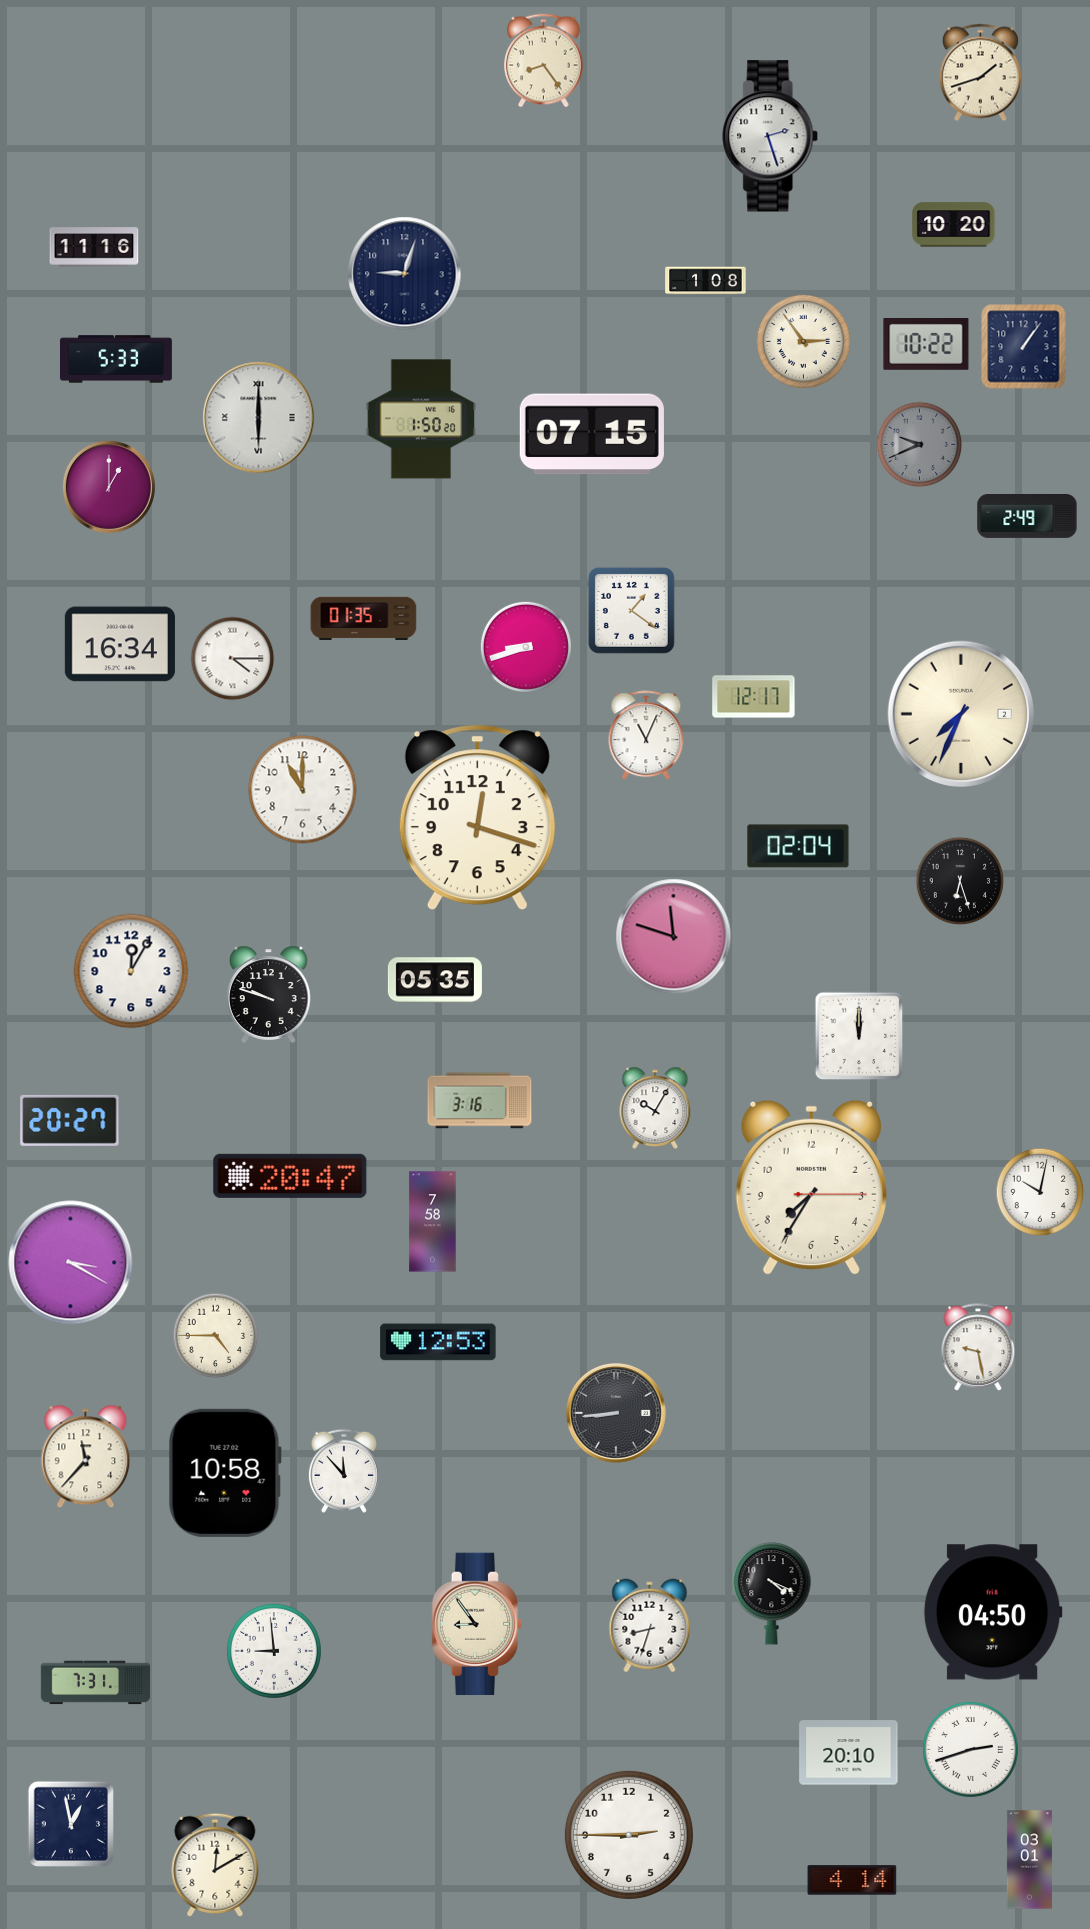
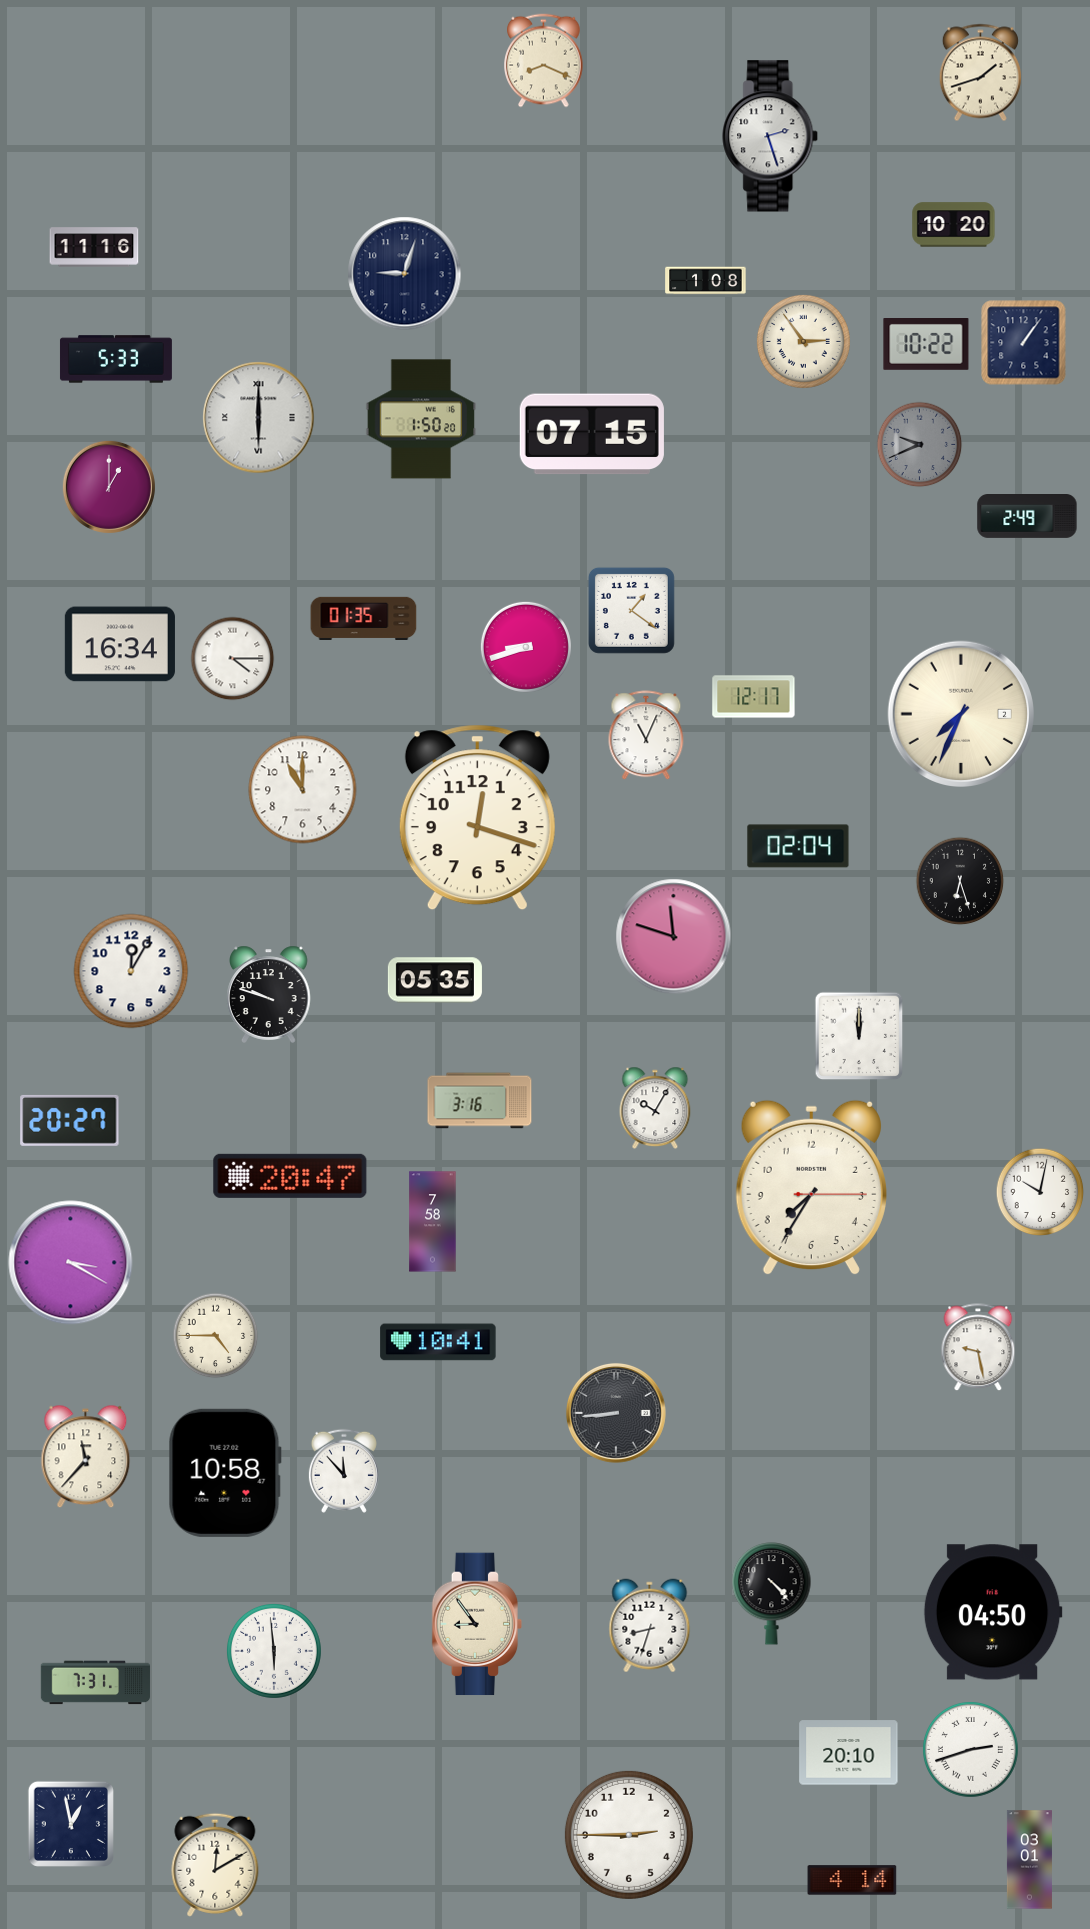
clock at (544, 61): 8:24 -> 8:19
clock at (1024, 347) position: (1024, 347) -> (1024, 343)
clock at (438, 1342): 12:53 -> 10:41
clock at (772, 1594): 4:19 -> 4:23
clock at (274, 1651): 8:59 -> 5:59
